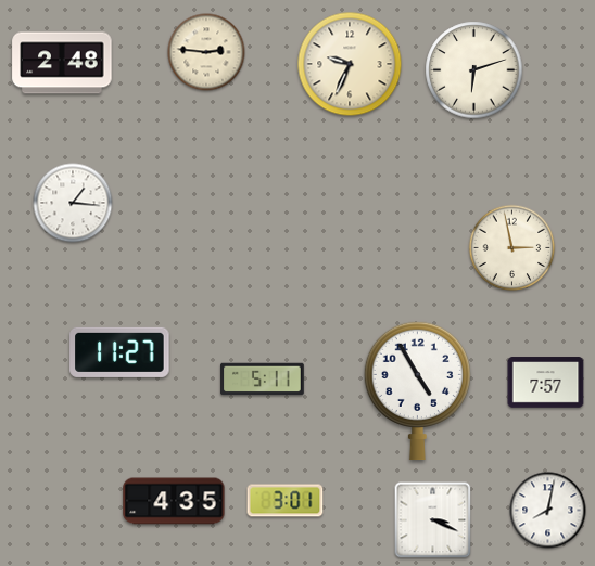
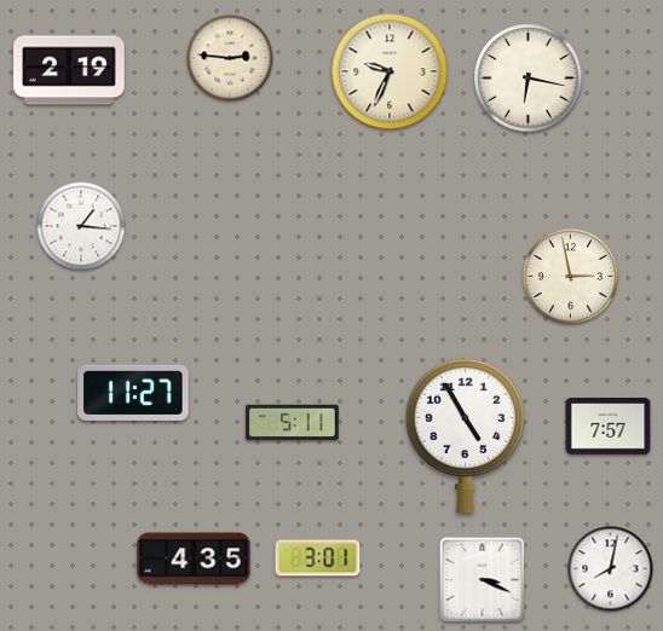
clock at (62, 63): 2:48 -> 2:19
clock at (474, 70): 6:12 -> 6:17
